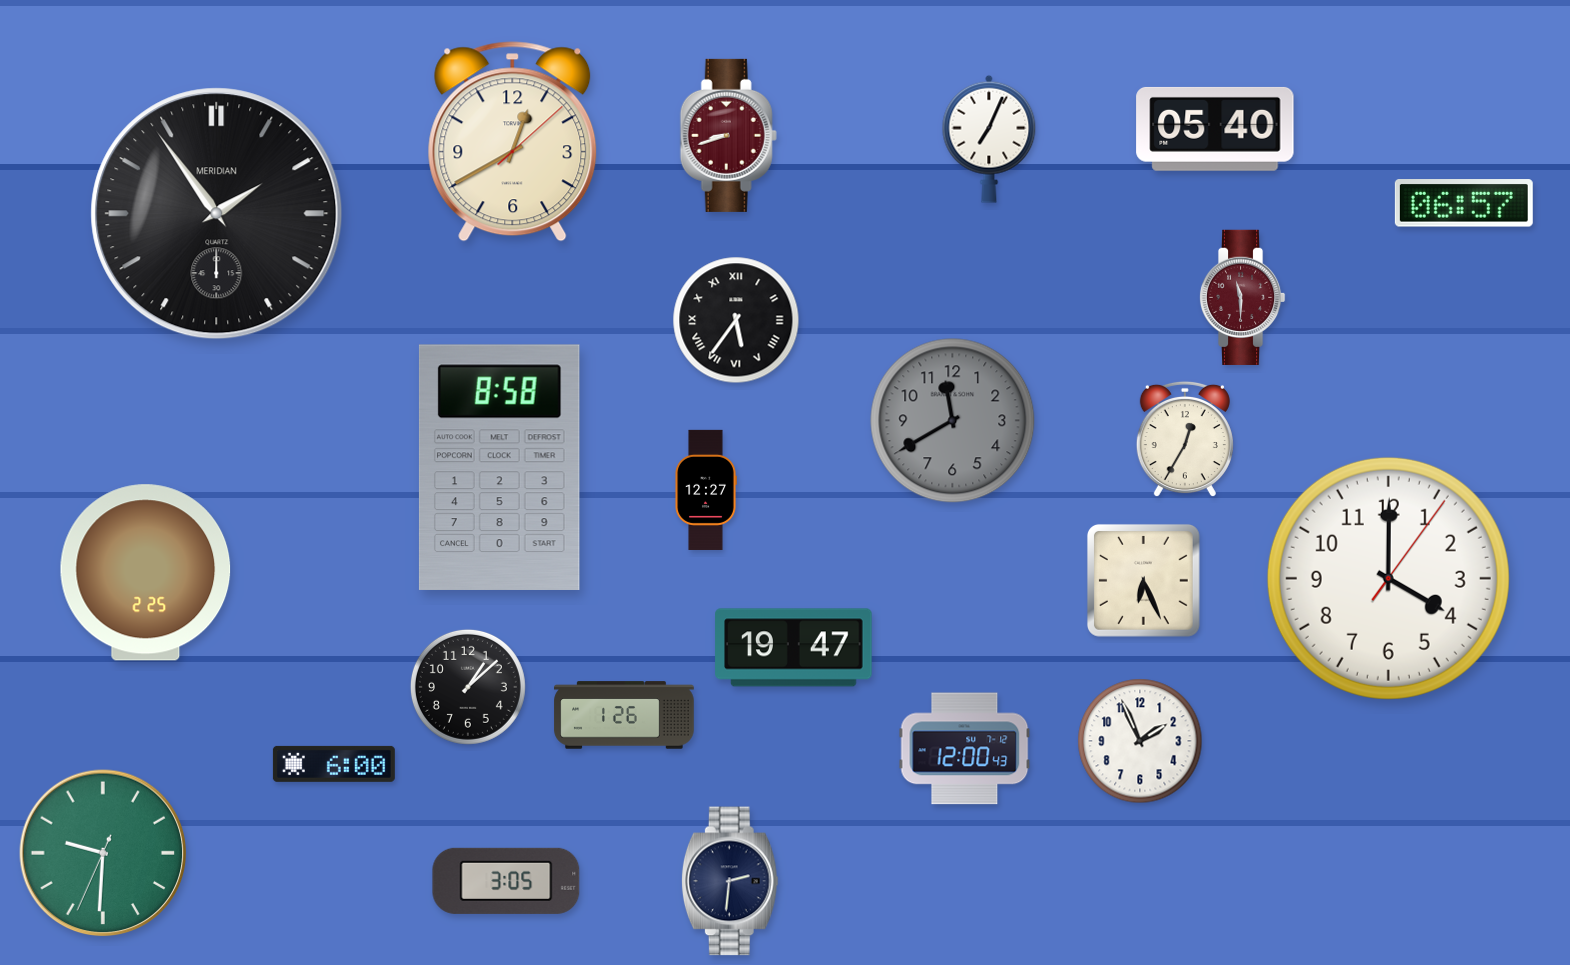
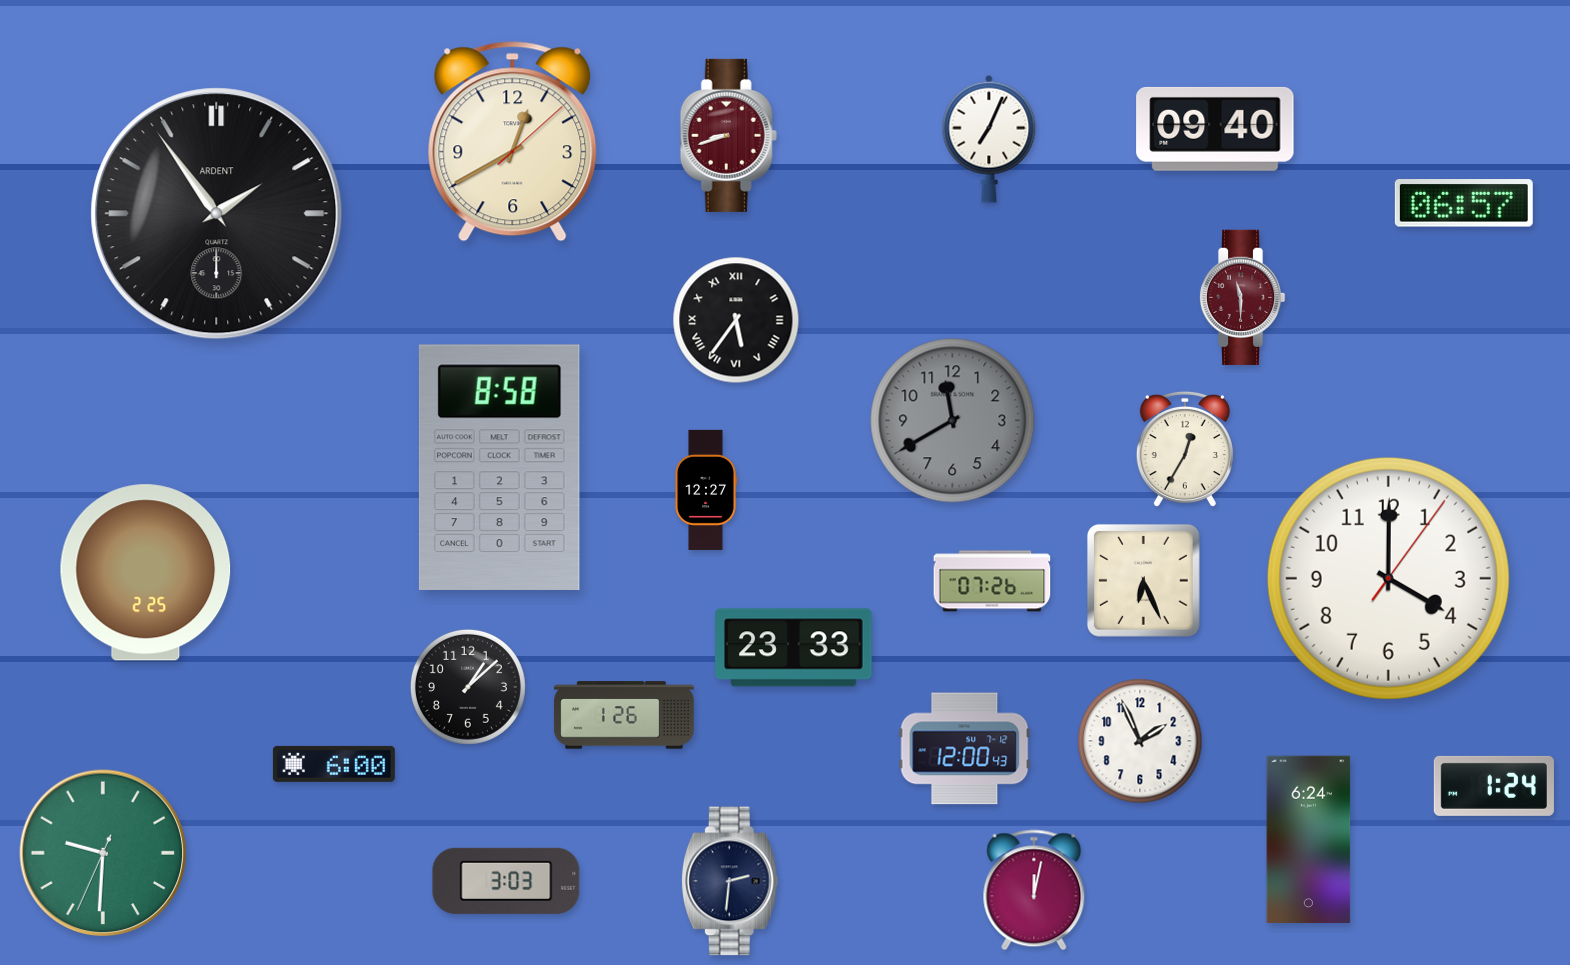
clock at (1215, 129): 05:40 -> 09:40
clock at (217, 214) brand: MERIDIAN -> ARDENT
clock at (1185, 439) position: (1185, 439) -> (1185, 449)
clock at (992, 581): none -> 07:26
clock at (794, 648): 19:47 -> 23:33
clock at (1494, 786): none -> 1:24
clock at (1309, 839): none -> 6:24
clock at (506, 881): 3:05 -> 3:03
clock at (1034, 890): none -> 12:02
